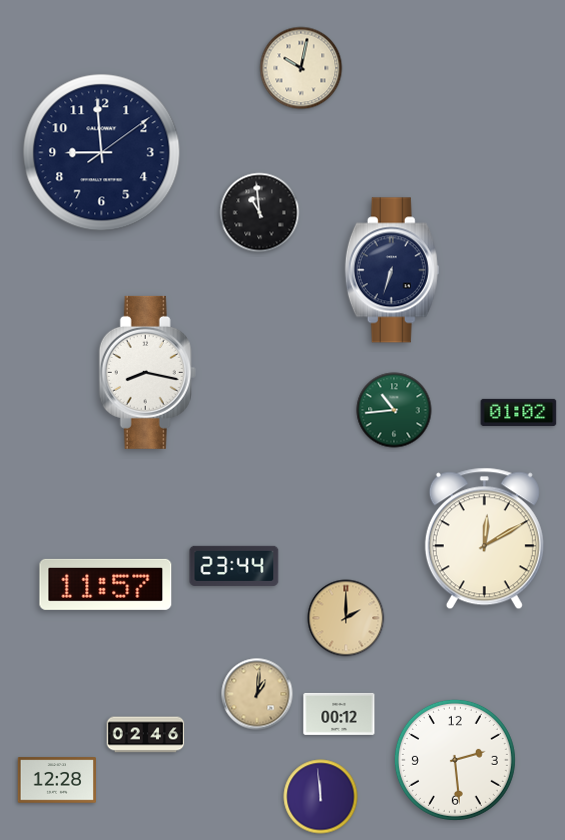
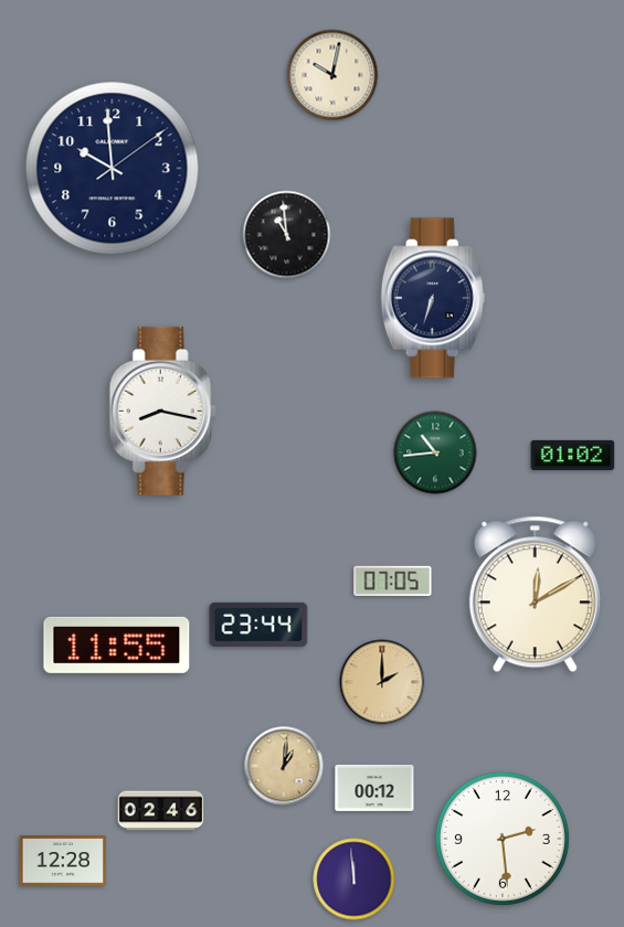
clock at (102, 153): 8:59 -> 9:59
clock at (393, 580): none -> 07:05
clock at (106, 584): 11:57 -> 11:55
